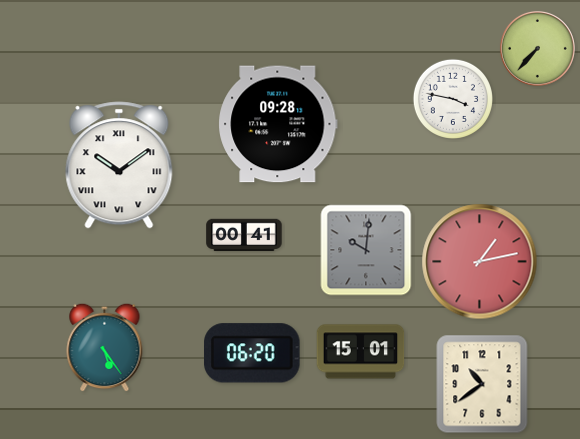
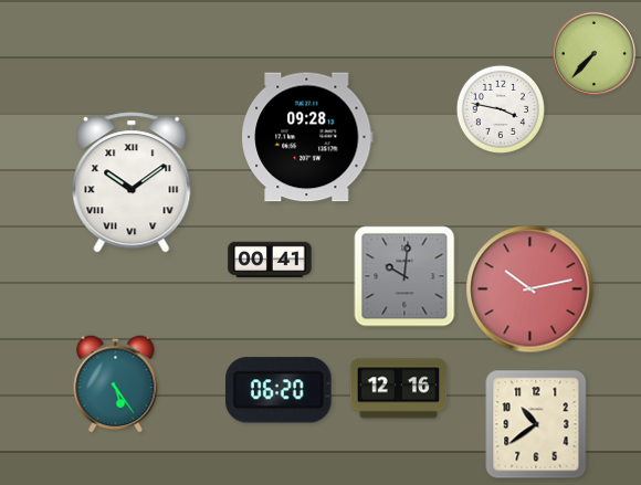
clock at (480, 262): 1:13 -> 10:13
clock at (361, 352): 15:01 -> 12:16
clock at (482, 384) position: (482, 384) -> (536, 424)
